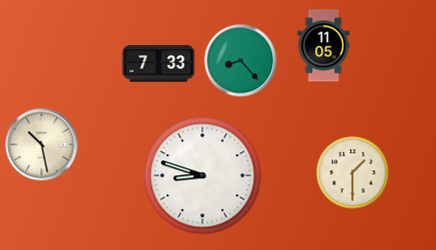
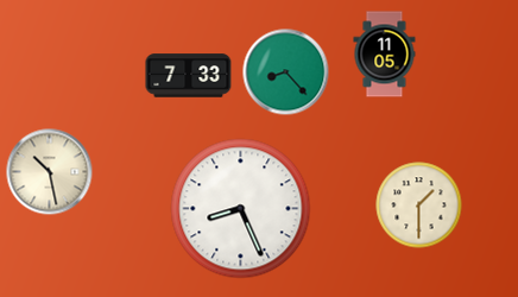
clock at (203, 176): 8:48 -> 8:26
